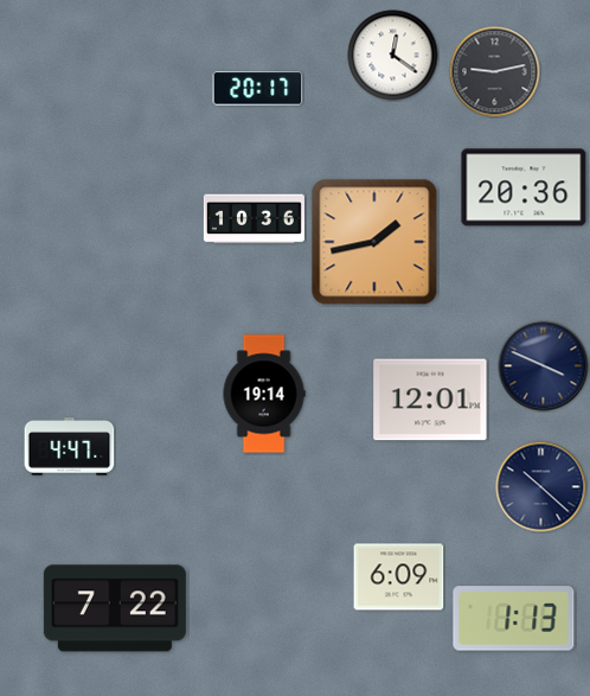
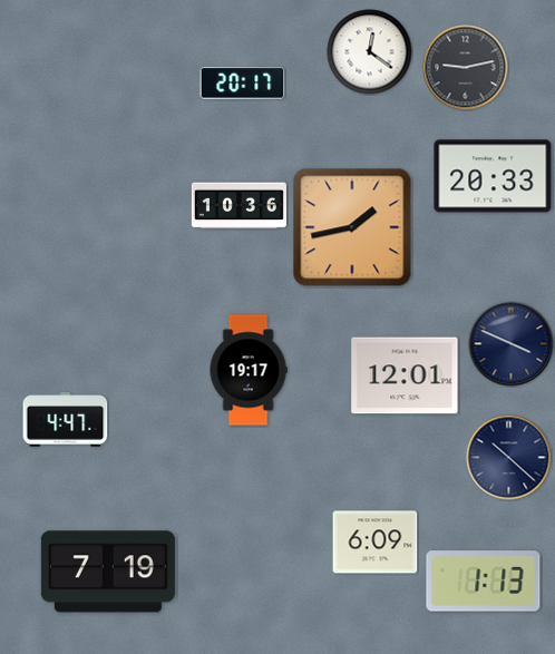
clock at (524, 187): 20:36 -> 20:33
clock at (264, 394): 19:14 -> 19:17
clock at (115, 608): 7:22 -> 7:19
